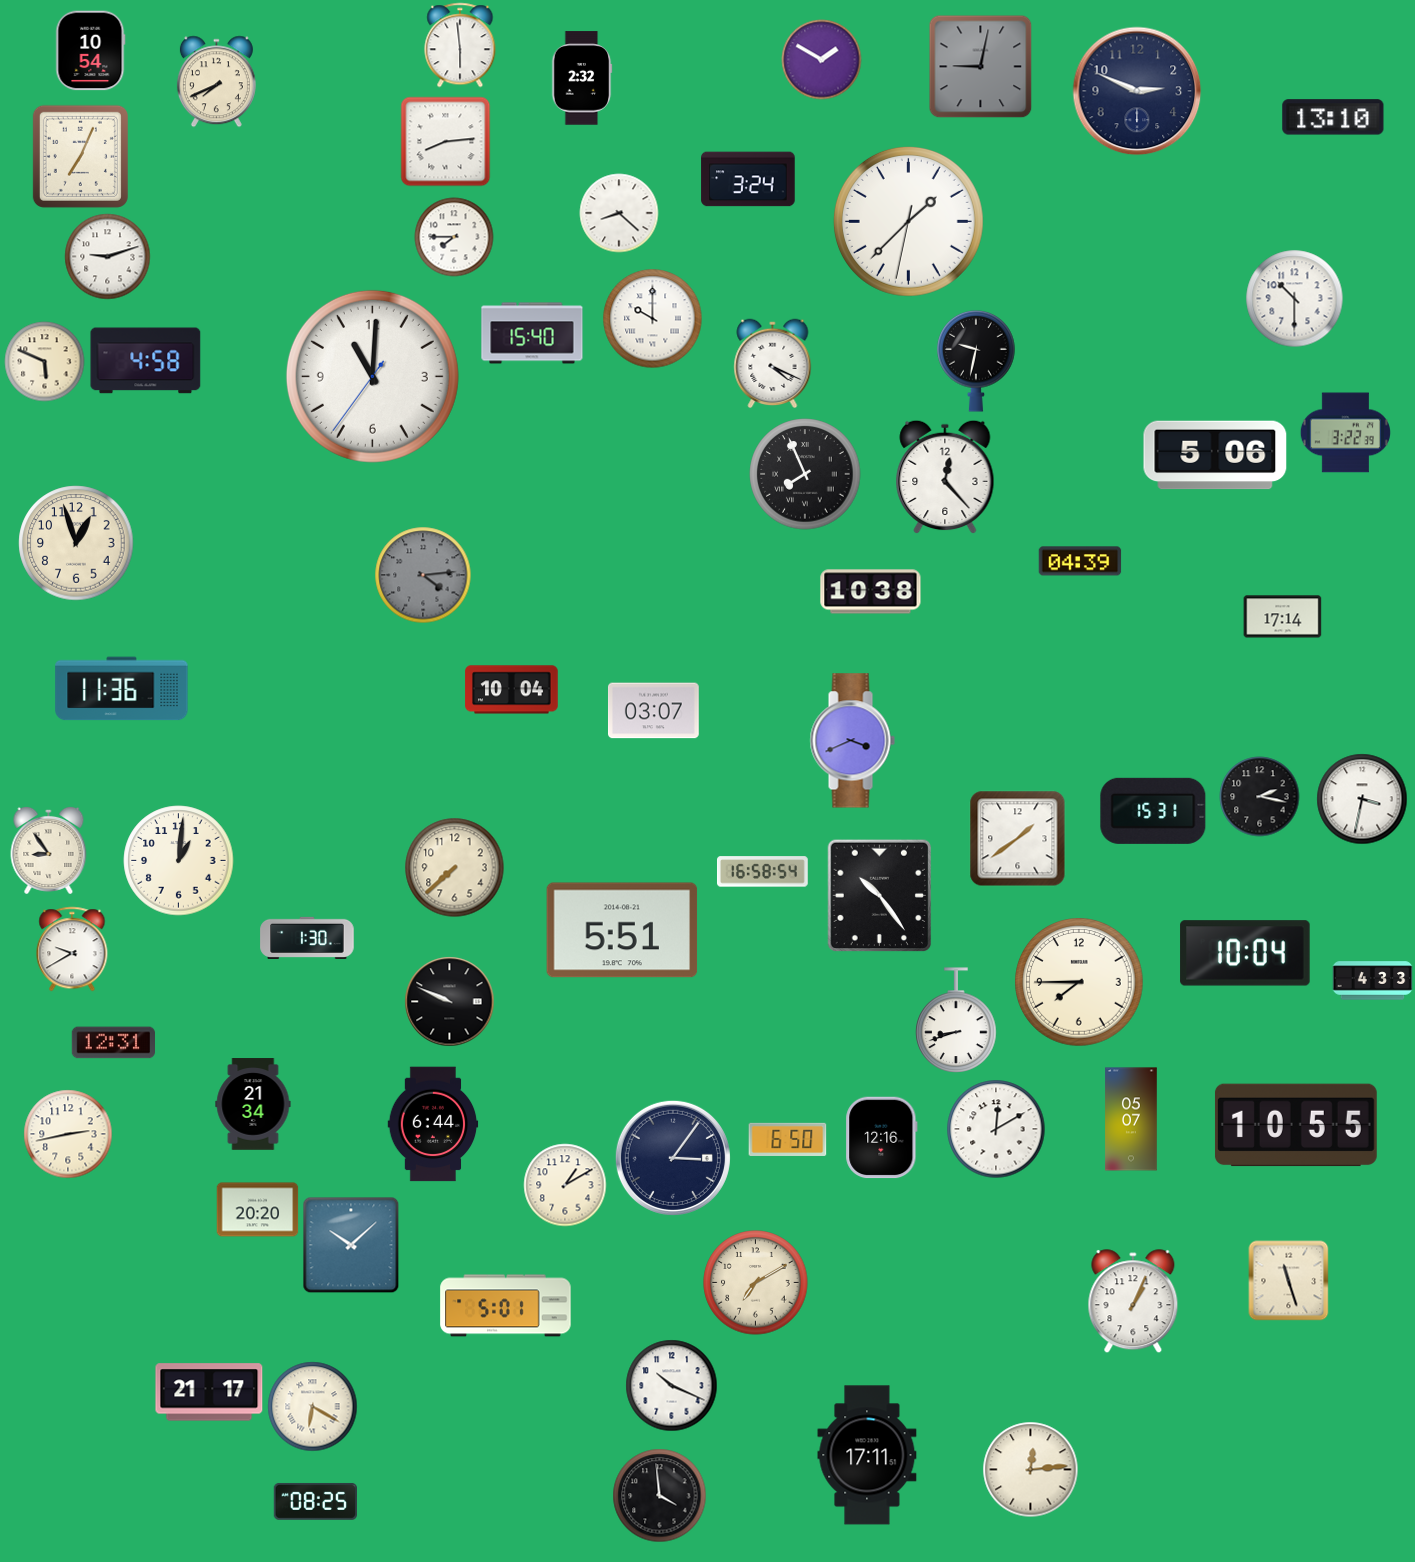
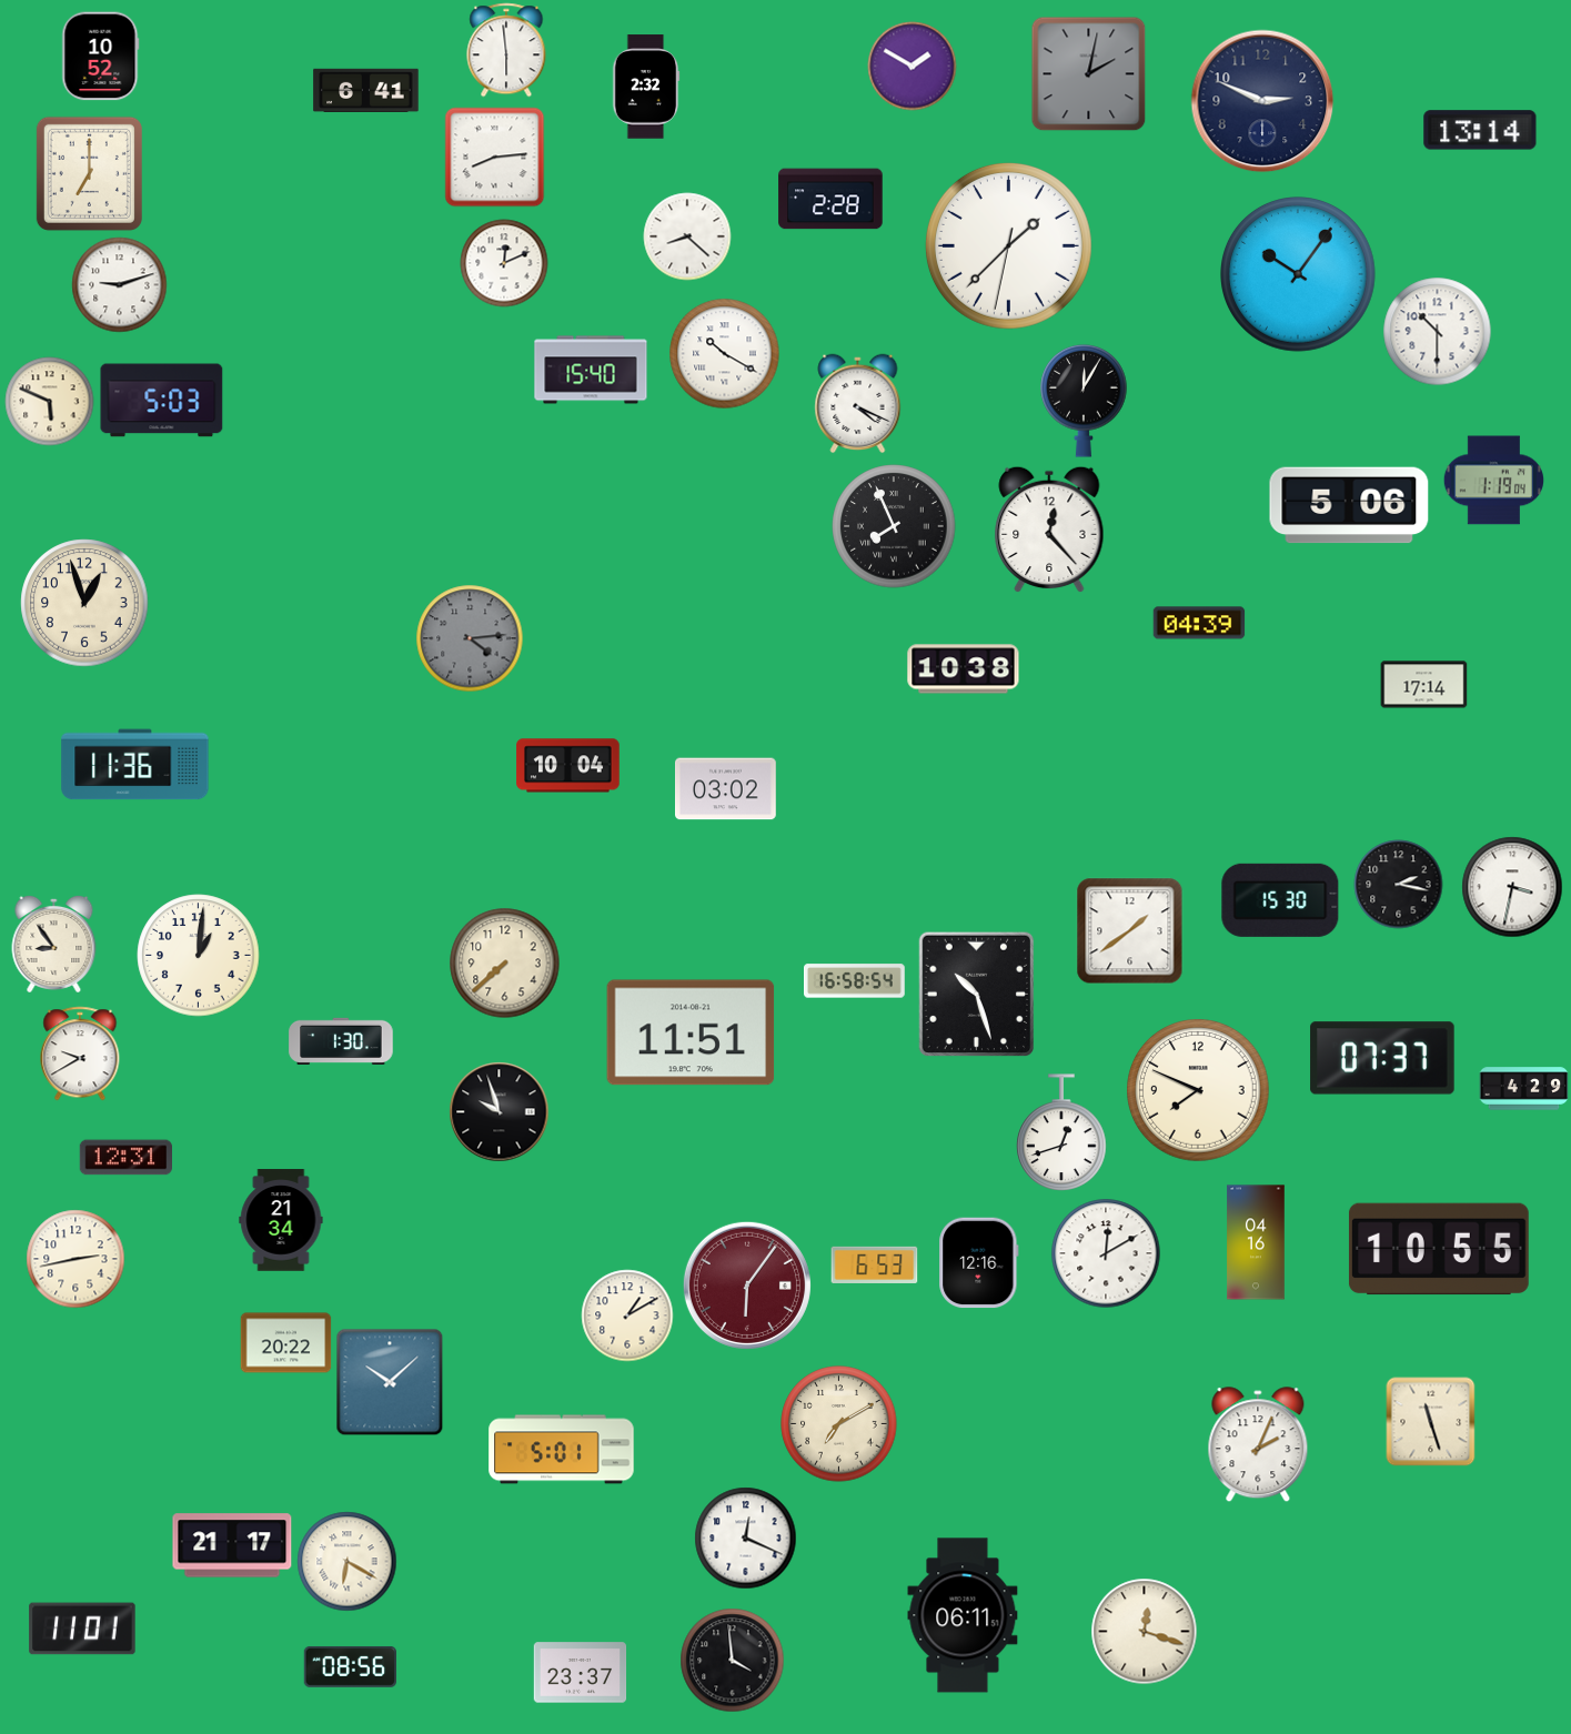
clock at (460, 45) position: (460, 45) -> (506, 50)
clock at (91, 51): 10:54 -> 10:52
clock at (981, 67): 9:02 -> 2:02
clock at (366, 90): none -> 6:41
clock at (216, 82): 7:41 -> none
clock at (1333, 117): 13:10 -> 13:14
clock at (80, 156): 7:04 -> 7:00
clock at (748, 179): 3:24 -> 2:28
clock at (454, 237): 7:45 -> 12:11
clock at (1299, 275): none -> 10:06
clock at (653, 319): 10:00 -> 10:20
clock at (146, 361): 4:58 -> 5:03
clock at (976, 361): 9:32 -> 12:05
clock at (372, 376): 11:00 -> none
clock at (1345, 433): 3:22 -> 1:19
clock at (871, 592) position: (871, 592) -> (964, 669)
clock at (654, 711): 03:07 -> 03:02
clock at (852, 741): 3:41 -> none
clock at (1153, 811): 15:31 -> 15:30
clock at (763, 872) position: (763, 872) -> (855, 981)
clock at (880, 896): 10:24 -> 10:27
clock at (622, 930): 5:51 -> 11:51
clock at (1245, 953): 10:04 -> 07:37
clock at (1373, 981): 4:33 -> 4:29
clock at (1079, 982): 7:45 -> 7:49
clock at (450, 1002): 9:49 -> 9:57
clock at (956, 1020): 8:42 -> 12:42
clock at (253, 1104) position: (253, 1104) -> (281, 1220)
clock at (1131, 1119): 05:07 -> 04:16
clock at (433, 1124): 6:44 -> none
clock at (788, 1139): 6:50 -> 6:53
clock at (673, 1158): 3:06 -> 6:06
clock at (673, 1158) dial: navy -> burgundy
clock at (258, 1210): 20:20 -> 20:22
clock at (1133, 1302): 1:04 -> 2:04
clock at (672, 1386): 10:19 -> 12:19
clock at (867, 1455): 17:11 -> 06:11
clock at (82, 1629): none -> 11:01
clock at (1031, 1470): 12:14 -> 12:18
clock at (316, 1501): 08:25 -> 08:56
clock at (581, 1673): none -> 23:37
